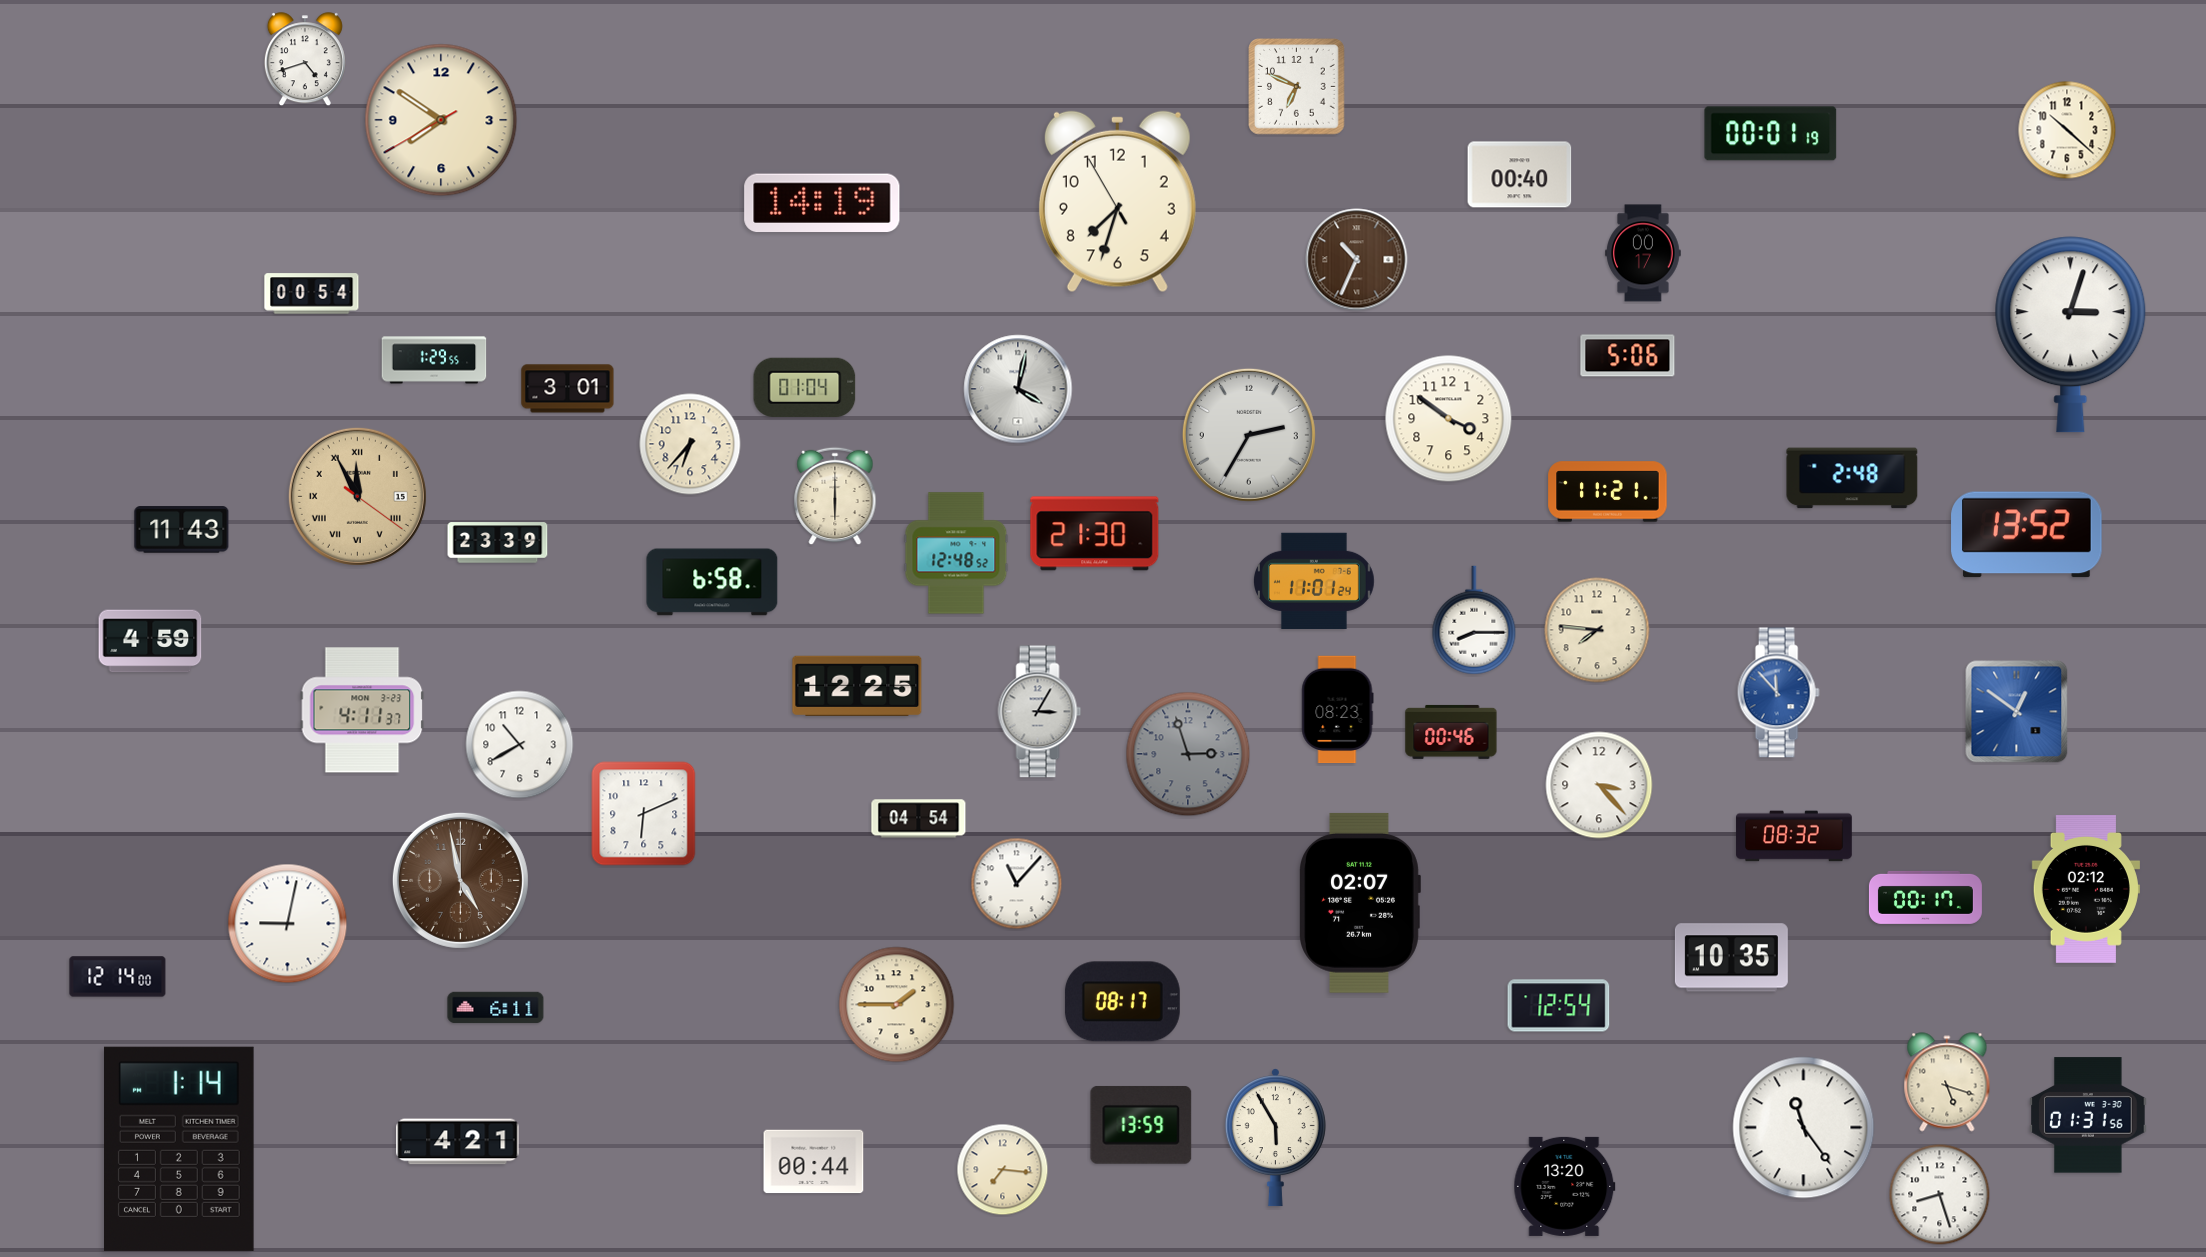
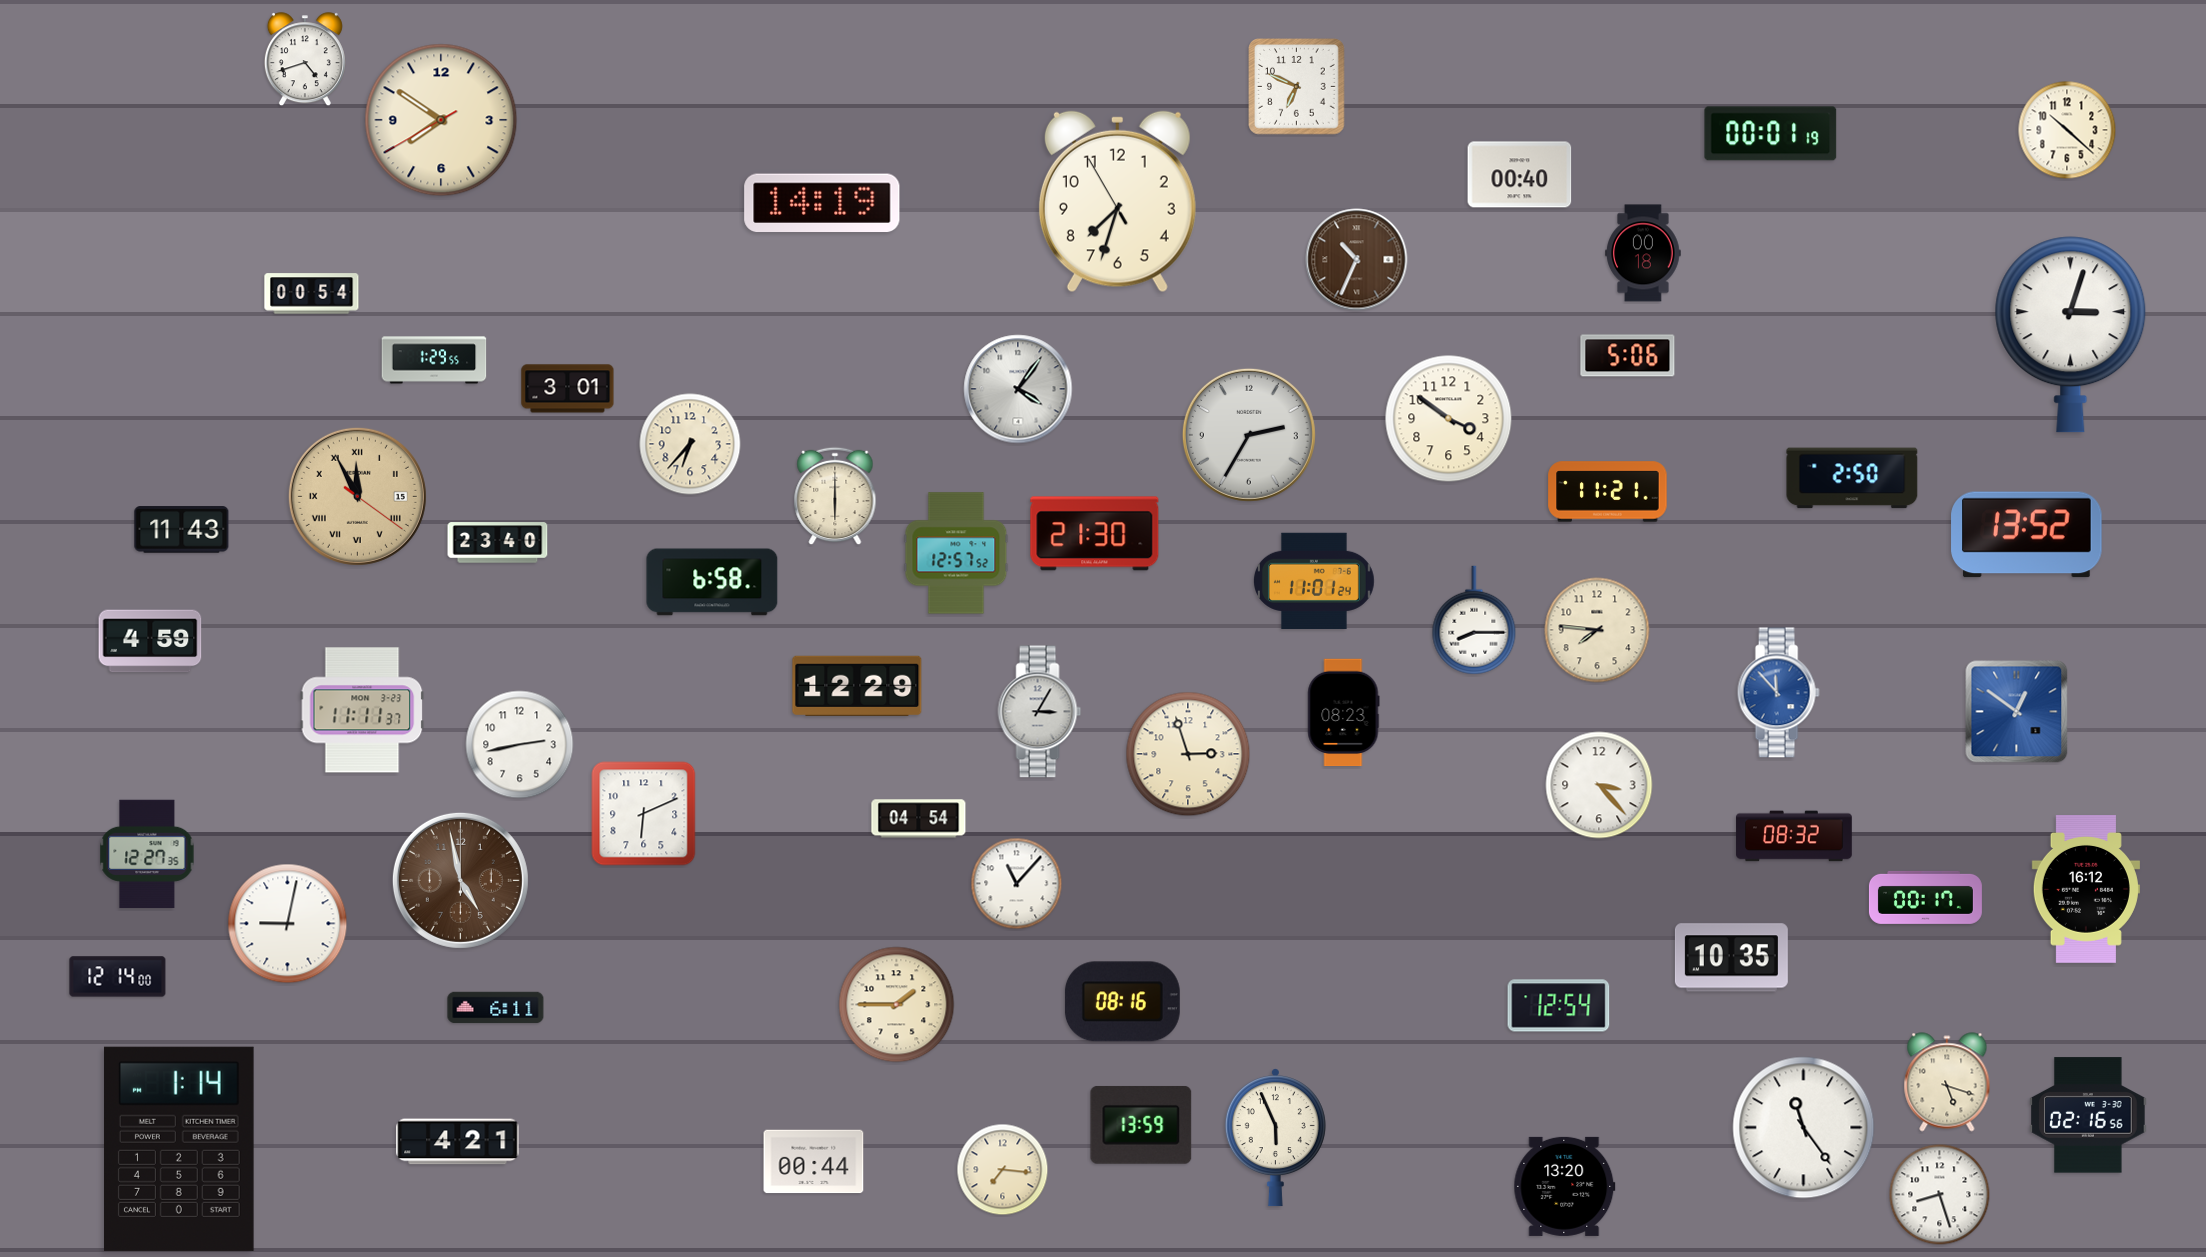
clock at (1643, 253): 00:17 -> 00:18
clock at (805, 387): 01:04 -> none
clock at (1018, 389): 4:02 -> 4:06
clock at (1852, 478): 2:48 -> 2:50
clock at (498, 543): 23:39 -> 23:40
clock at (956, 553): 12:48 -> 12:57
clock at (857, 686): 12:25 -> 12:29
clock at (362, 710): 4:11 -> 11:11
clock at (1338, 710) position: (1338, 710) -> (1344, 713)
clock at (1451, 732): 00:46 -> none
clock at (520, 745): 10:40 -> 2:43
clock at (1188, 754) dial: grey -> cream
clock at (147, 853): none -> 12:27
clock at (2086, 890): 02:12 -> 16:12
clock at (1360, 903): 02:07 -> none
clock at (1122, 1002): 08:17 -> 08:16
clock at (2088, 1115): 01:31 -> 02:16
clock at (1275, 1138): 5:55 -> 5:56
